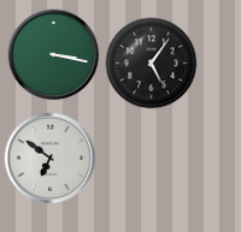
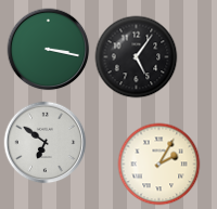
clock at (159, 165): none -> 2:05
